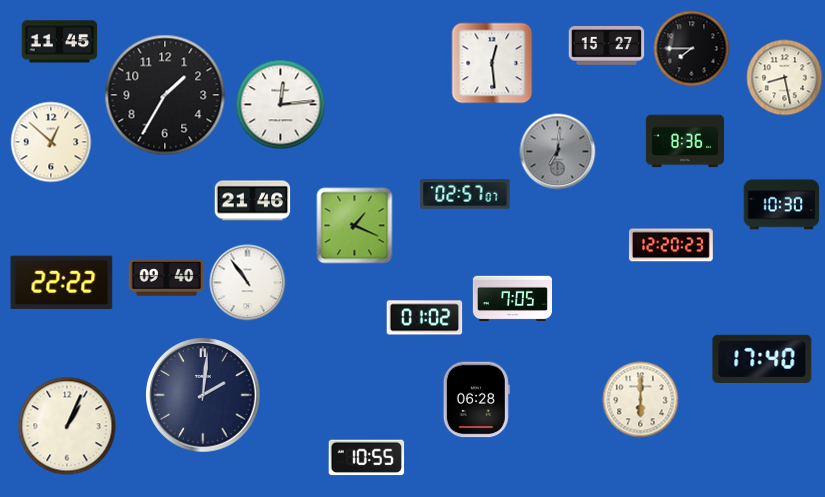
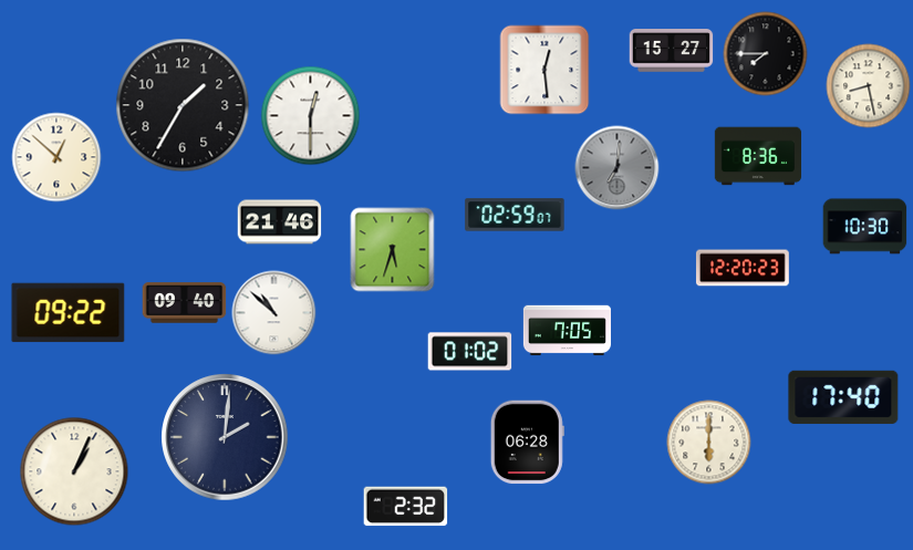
clock at (60, 42): 11:45 -> none
clock at (281, 105): 12:14 -> 12:30
clock at (465, 194): 02:57 -> 02:59
clock at (355, 226): 1:19 -> 5:33
clock at (671, 245) position: (671, 245) -> (743, 268)
clock at (167, 278) position: (167, 278) -> (185, 303)
clock at (62, 283): 22:22 -> 09:22
clock at (248, 283): 10:54 -> 10:52
clock at (367, 458): 10:55 -> 2:32
